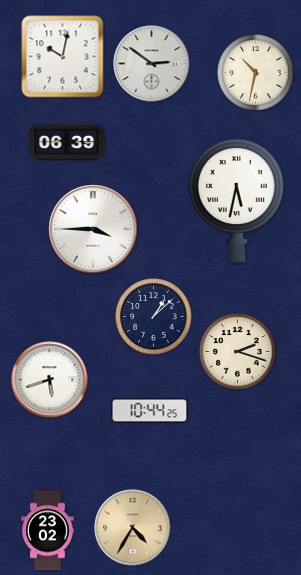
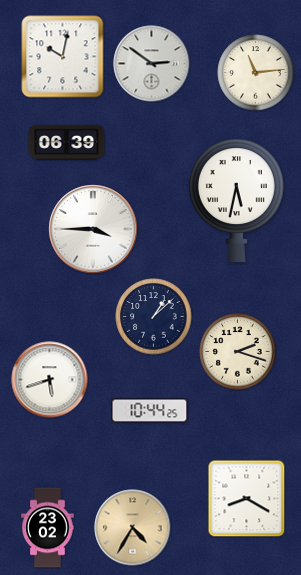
clock at (256, 73): 10:32 -> 11:14
clock at (246, 498): none -> 8:20
clock at (48, 531) position: (48, 531) -> (48, 528)
